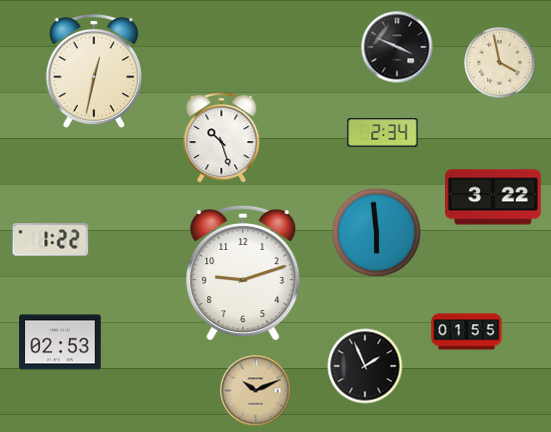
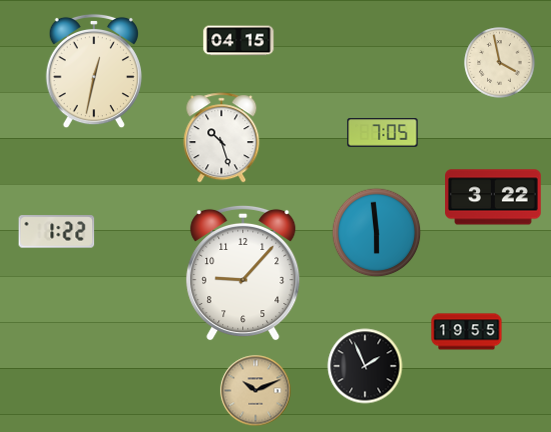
clock at (239, 41): none -> 04:15
clock at (397, 47): 3:49 -> none
clock at (383, 133): 2:34 -> 7:05
clock at (51, 240) position: (51, 240) -> (57, 232)
clock at (243, 273): 9:12 -> 9:07
clock at (467, 332): 01:55 -> 19:55
clock at (60, 342): 02:53 -> none
